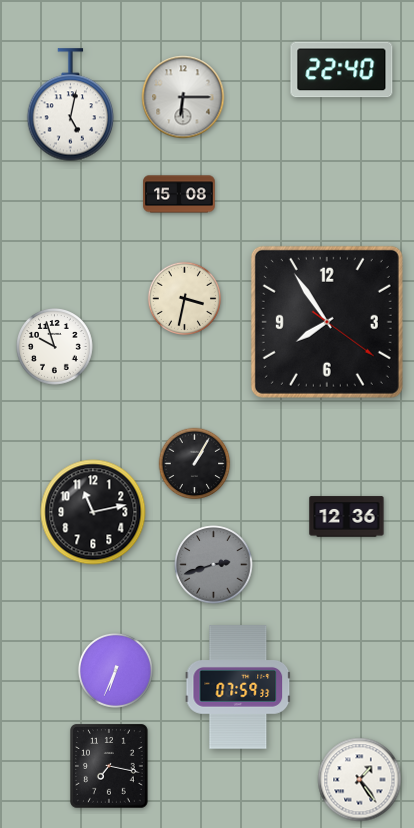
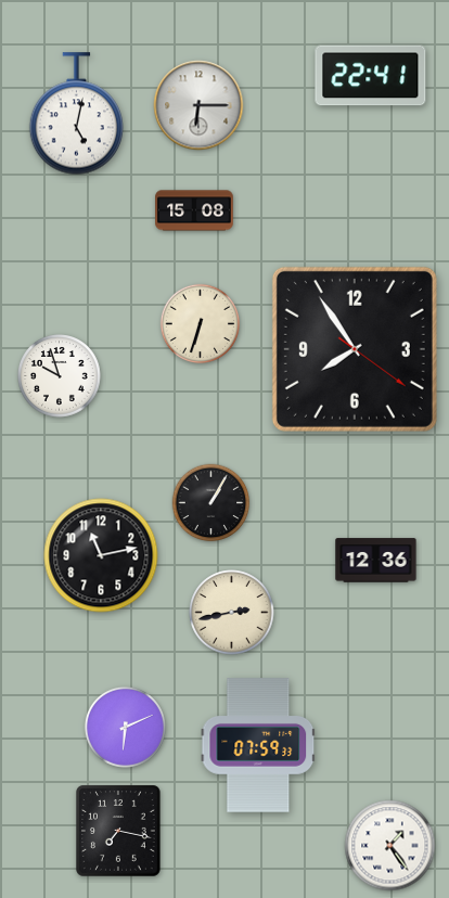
clock at (342, 70): 22:40 -> 22:41
clock at (184, 298): 3:32 -> 6:33
clock at (214, 565): 2:42 -> 2:43
clock at (214, 565) dial: grey -> cream
clock at (115, 670): 6:34 -> 6:11
